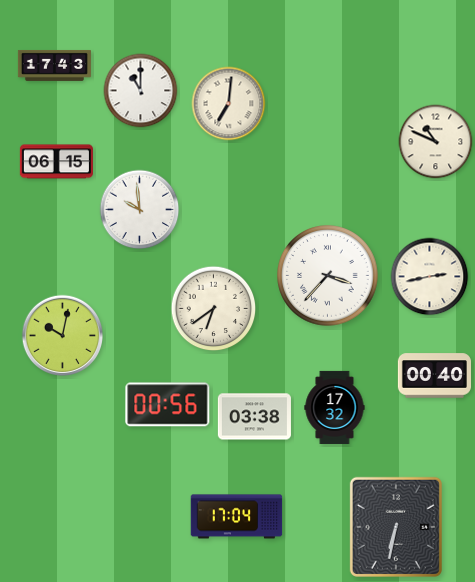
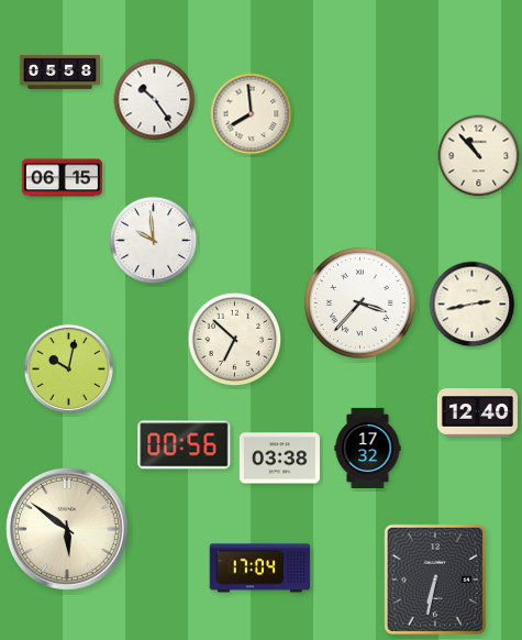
clock at (54, 65): 17:43 -> 05:58
clock at (141, 91): 11:00 -> 10:24
clock at (229, 104): 7:01 -> 7:59
clock at (436, 142): 10:49 -> 10:53
clock at (140, 210) position: (140, 210) -> (154, 241)
clock at (214, 309): 6:39 -> 6:52
clock at (434, 376): 00:40 -> 12:40
clock at (67, 529): none -> 5:51
